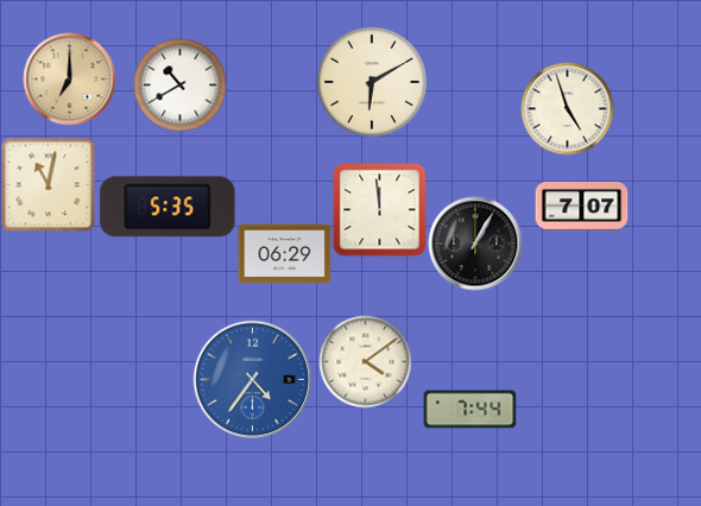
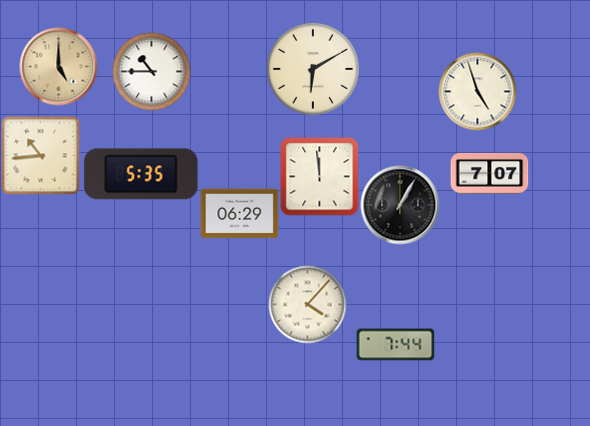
clock at (69, 78): 7:00 -> 5:00
clock at (179, 84): 10:40 -> 10:45
clock at (48, 184): 11:02 -> 10:44
clock at (365, 361): 4:09 -> 4:07
clock at (252, 379): 4:36 -> none
